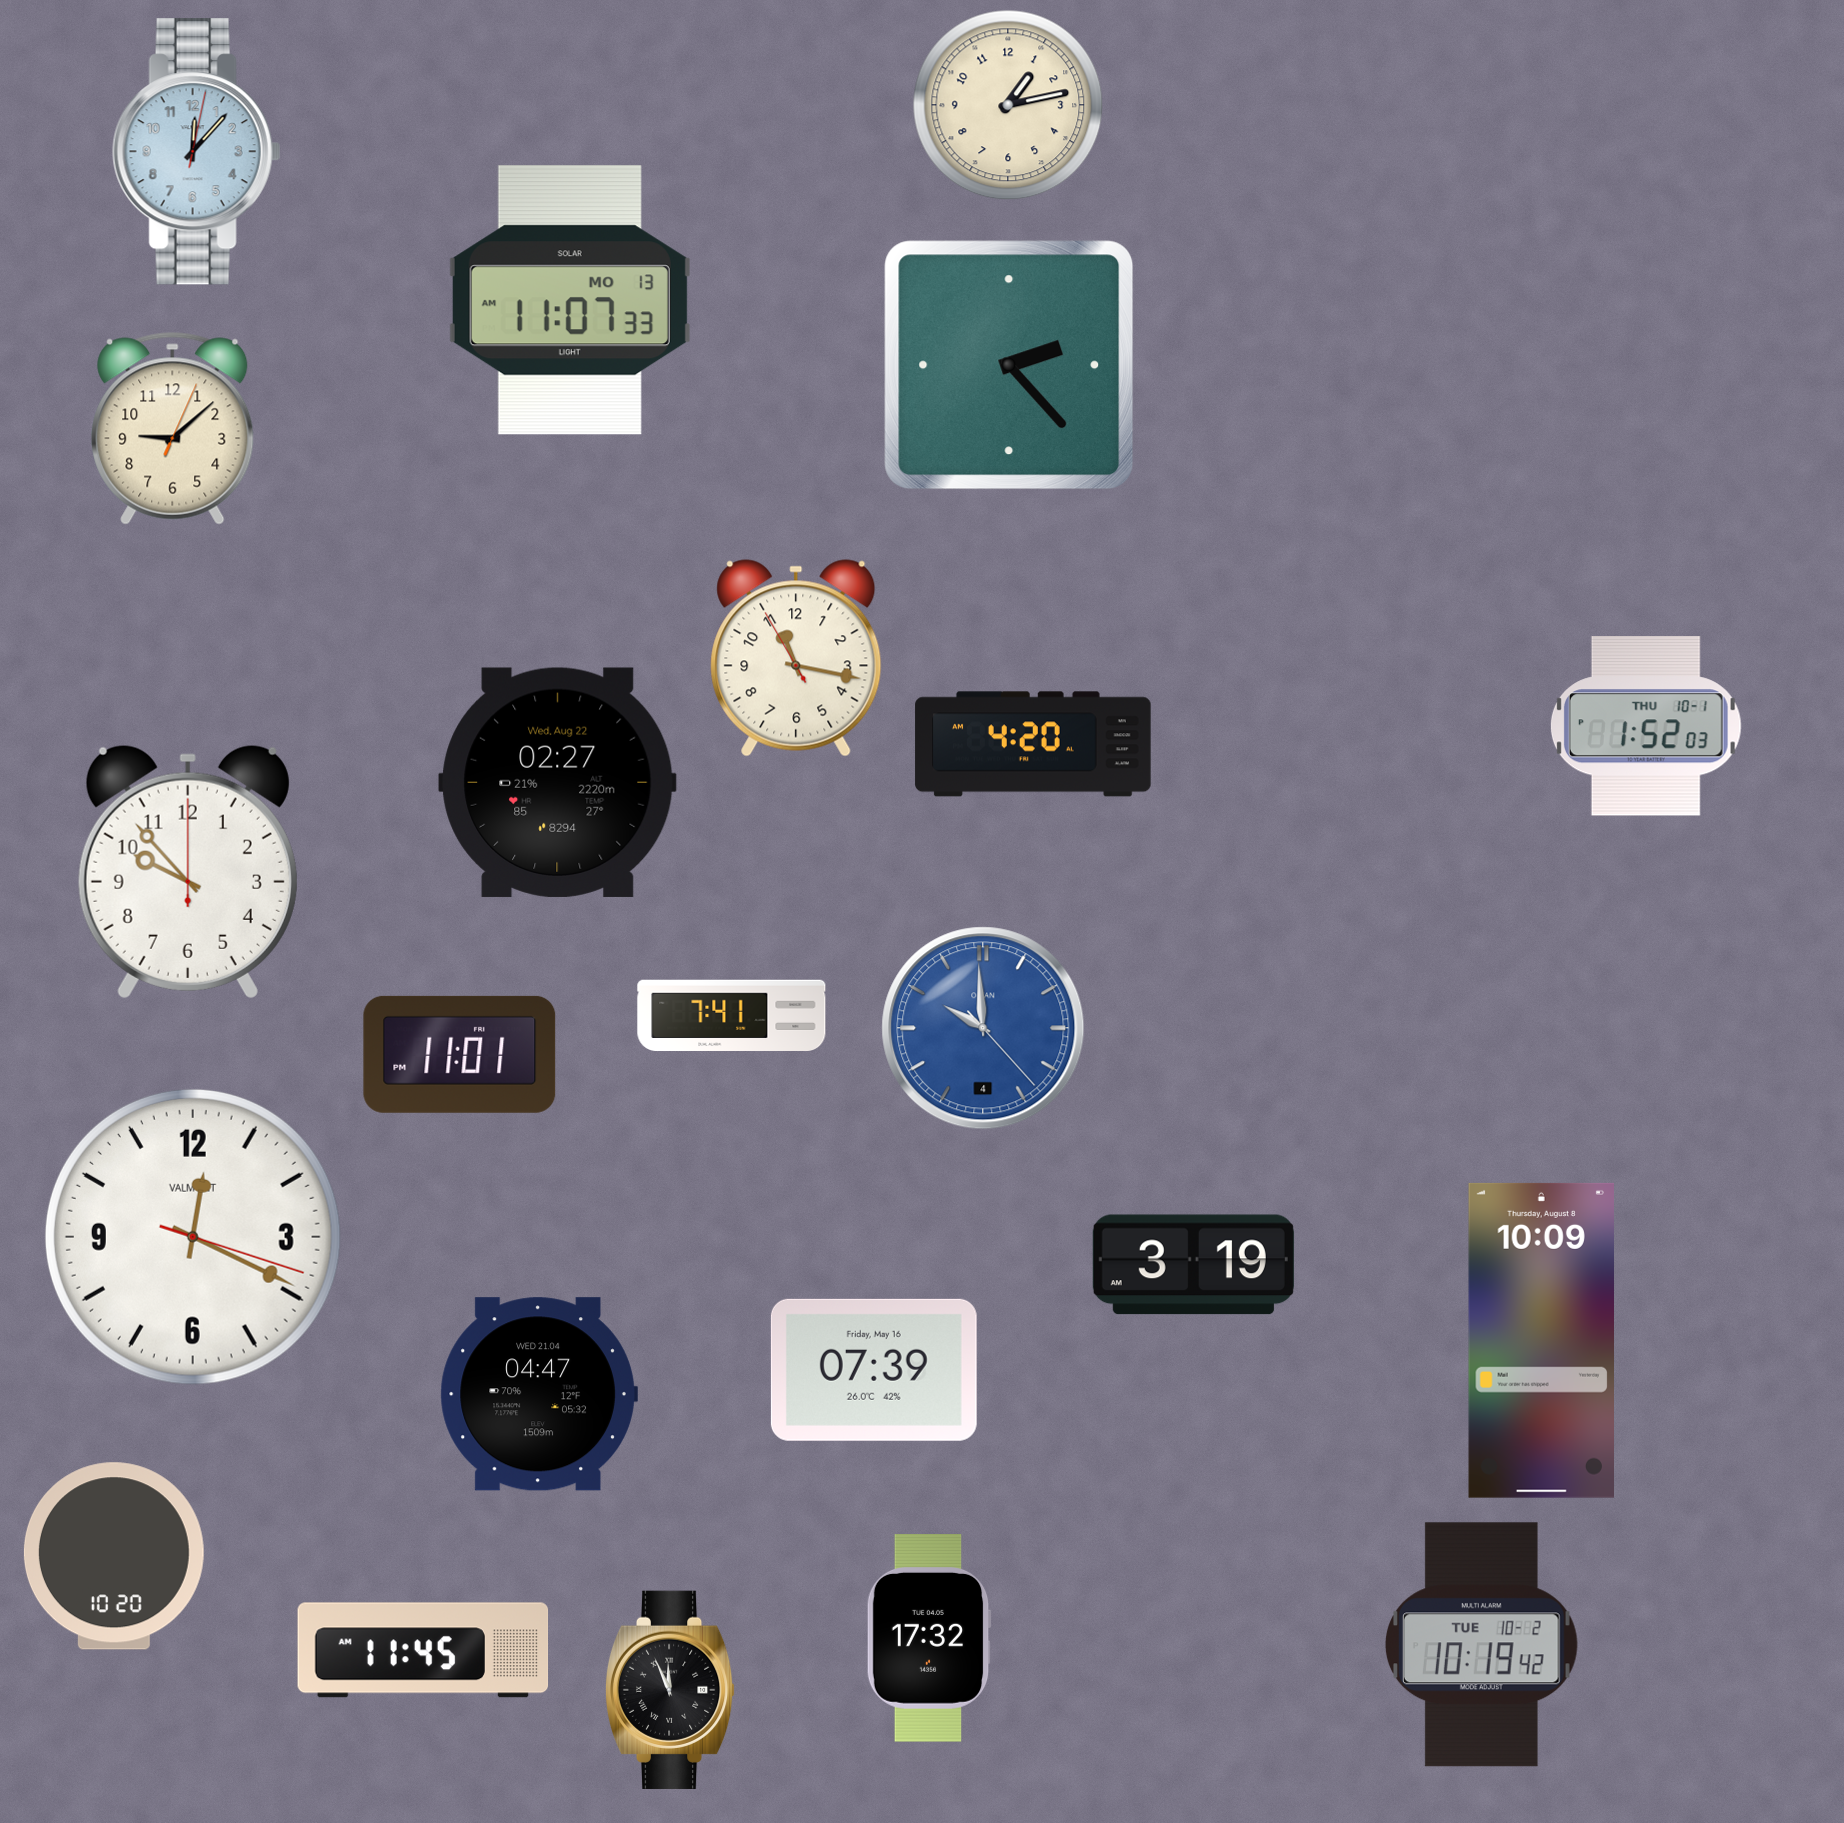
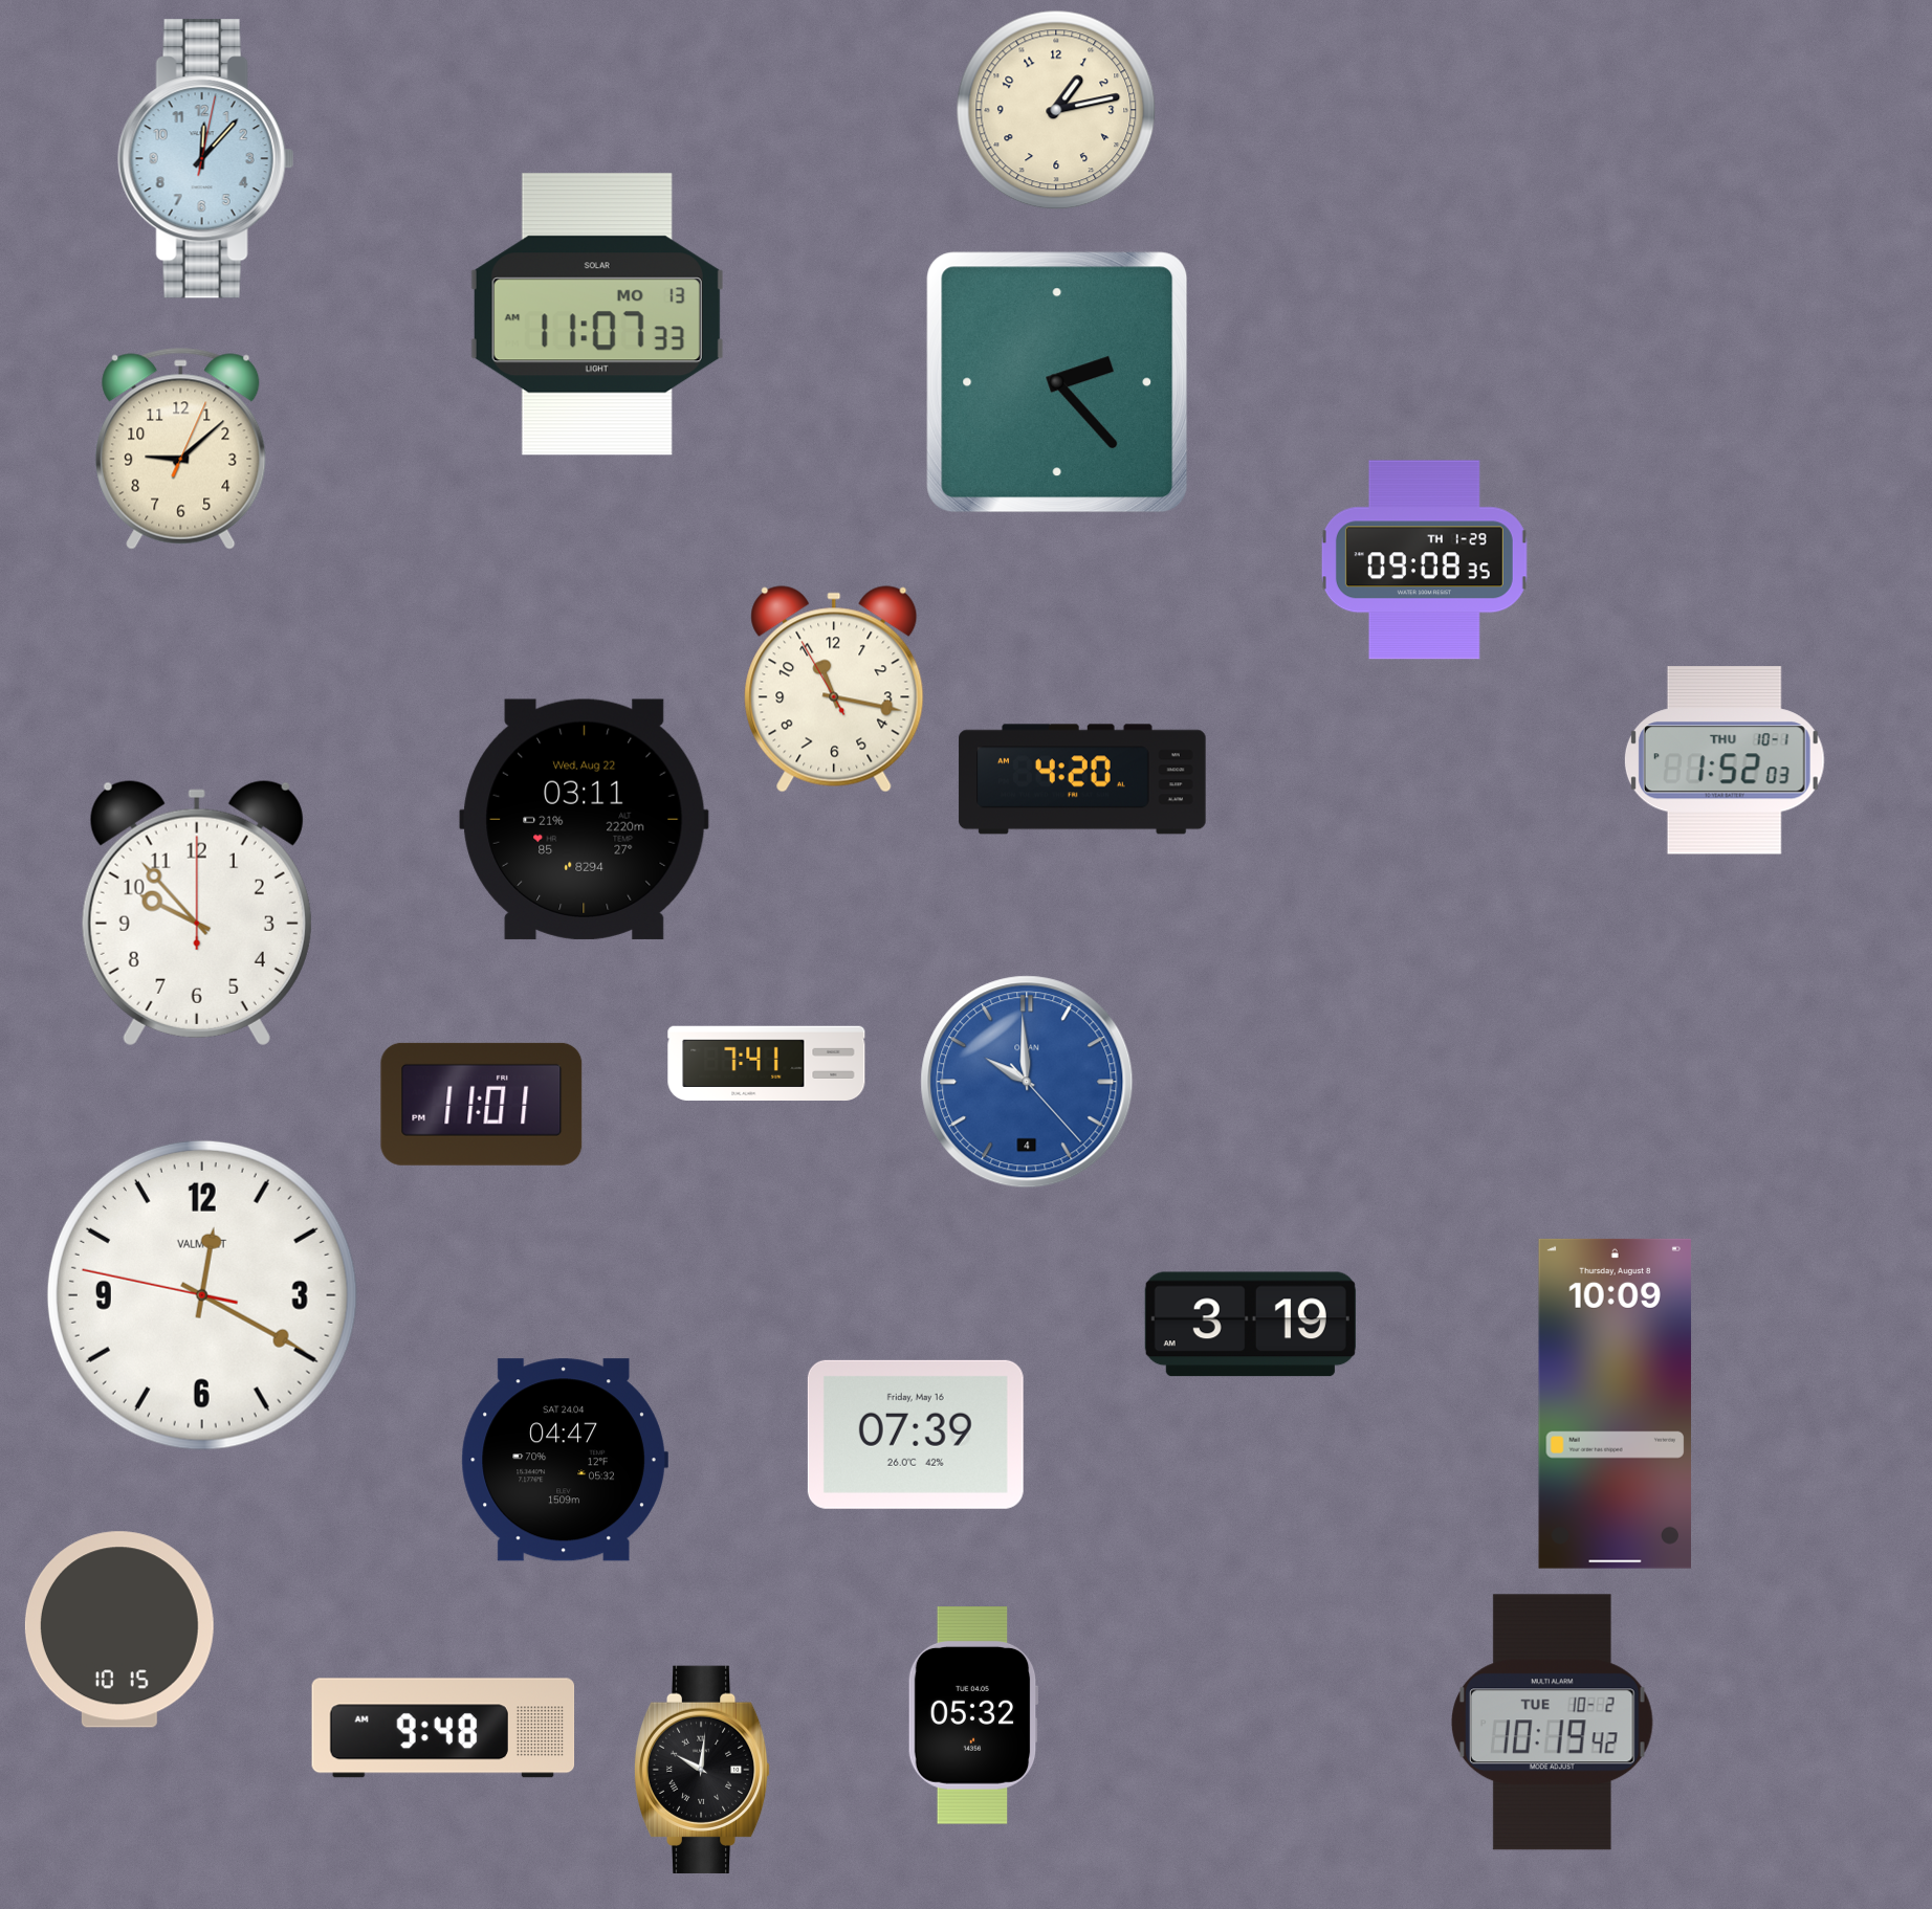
clock at (1424, 560): none -> 09:08
clock at (558, 782): 02:27 -> 03:11
clock at (983, 1028) position: (983, 1028) -> (1027, 1082)
clock at (193, 1237): 12:19:18 -> 12:19:47
clock at (539, 1394) date: WED 21.04 -> SAT 24.04
clock at (114, 1556): 10:20 -> 10:15
clock at (929, 1639): 17:32 -> 05:32
clock at (423, 1650): 11:45 -> 9:48
clock at (670, 1690): 11:56 -> 10:01
